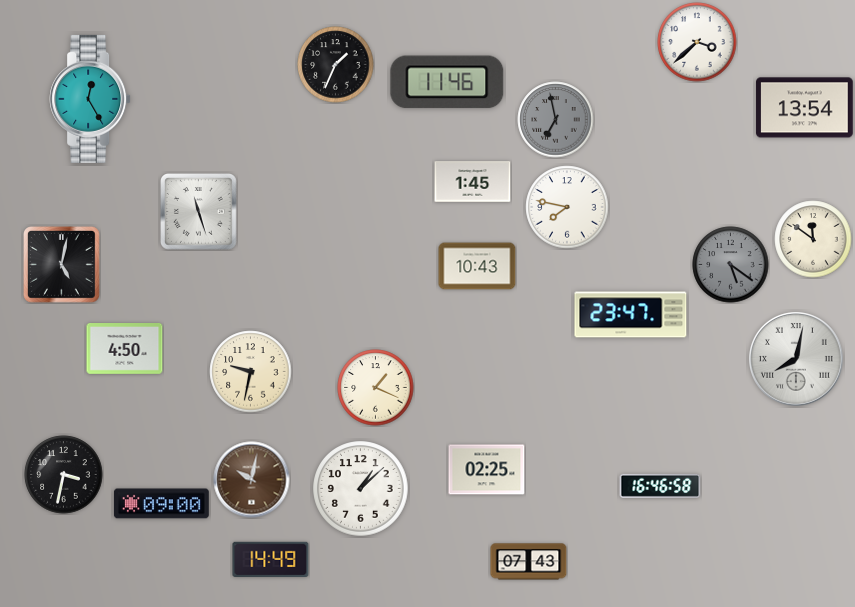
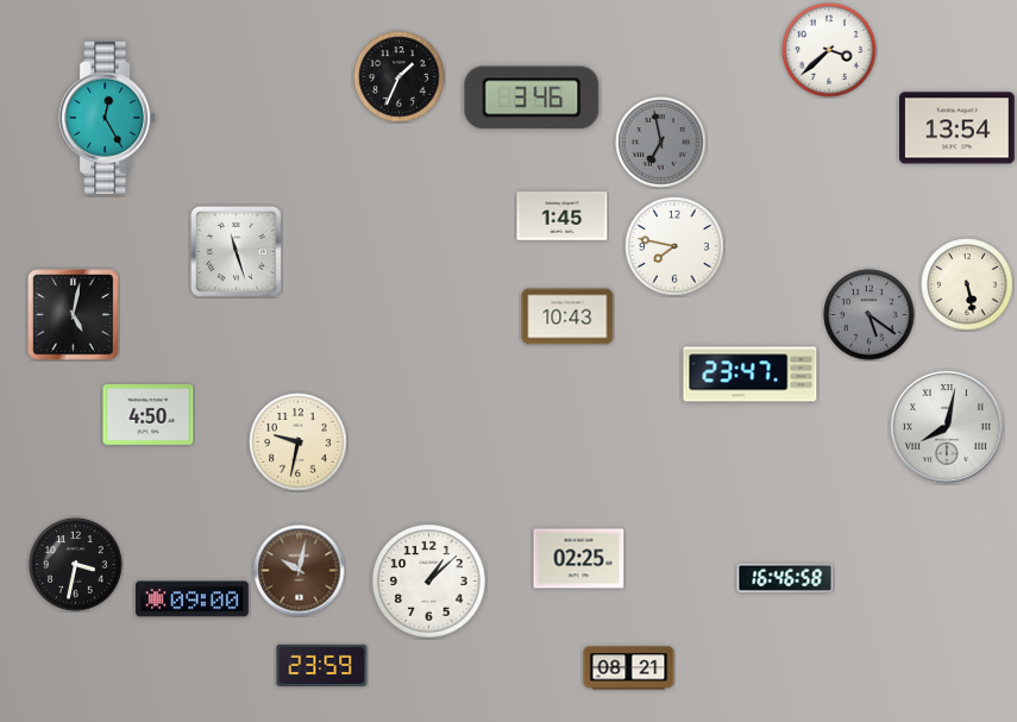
clock at (447, 82): 11:46 -> 3:46
clock at (813, 239): 11:51 -> 5:28
clock at (376, 388): 1:19 -> none
clock at (271, 559): 14:49 -> 23:59
clock at (529, 562): 07:43 -> 08:21
